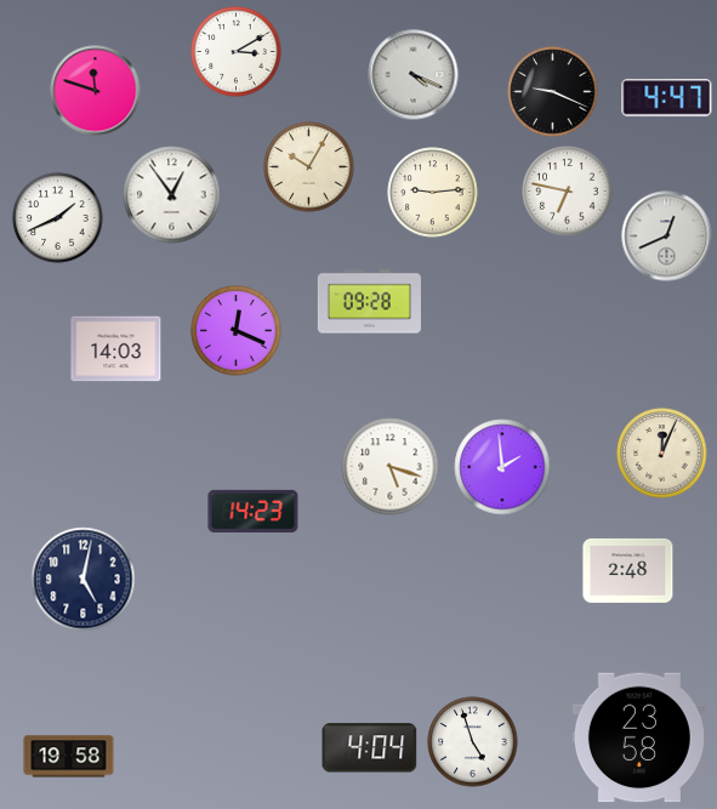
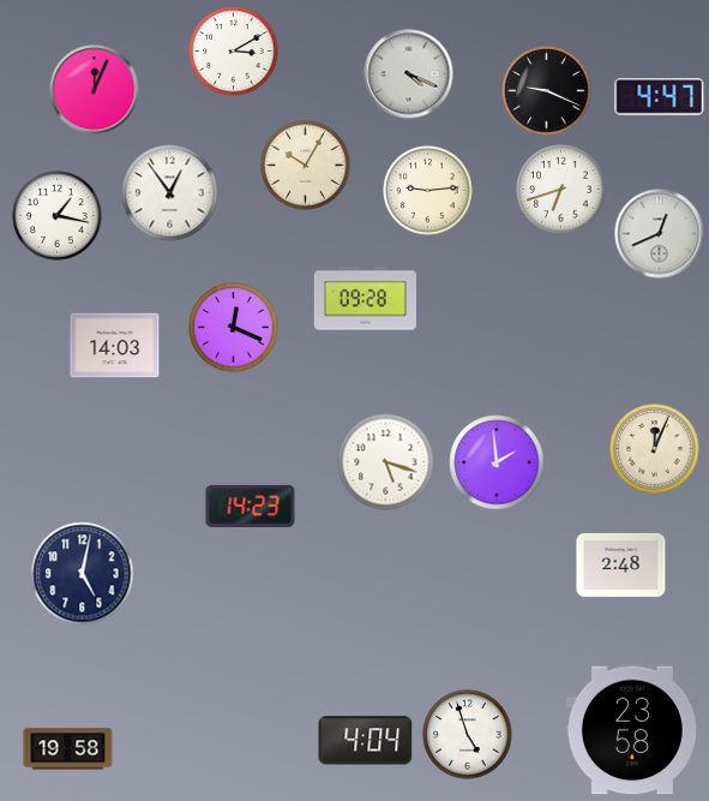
clock at (96, 91): 11:48 -> 12:04
clock at (568, 192): 6:47 -> 6:42
clock at (58, 218): 1:41 -> 1:17
